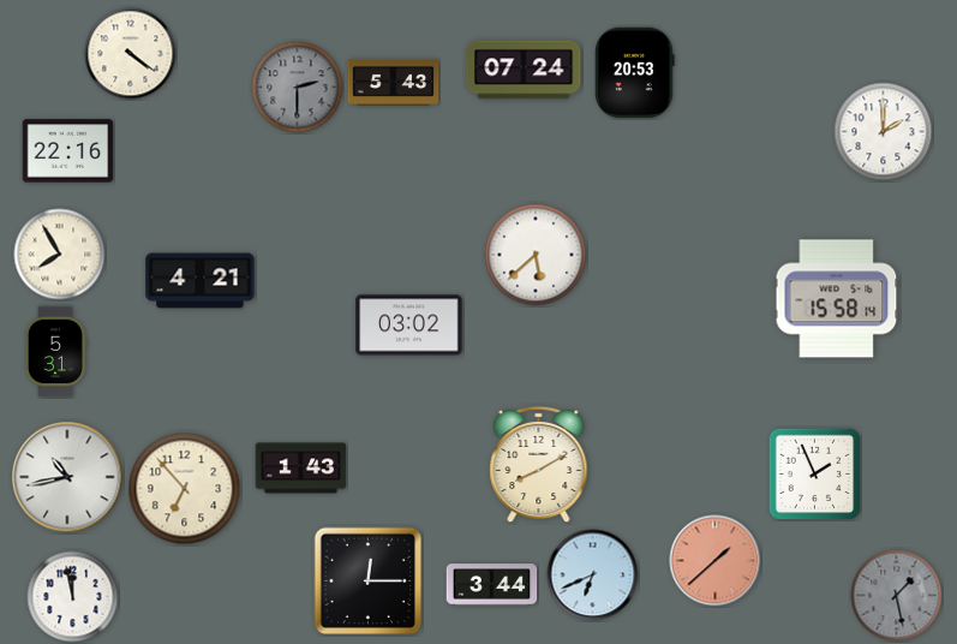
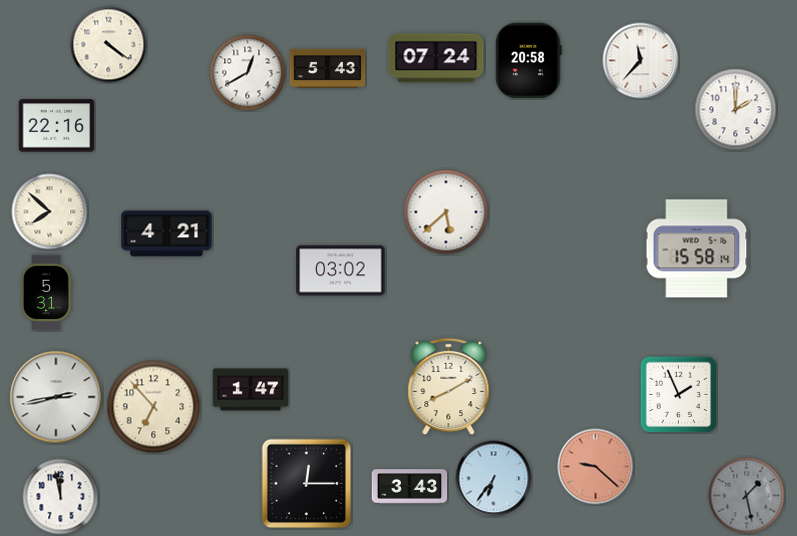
clock at (635, 73): 20:53 -> 20:58
clock at (641, 61): none -> 11:37
clock at (298, 88): 2:30 -> 12:40
clock at (298, 88) dial: grey -> white
clock at (60, 255): 7:55 -> 7:52
clock at (301, 469): 1:43 -> 1:47
clock at (67, 477): 10:43 -> 2:43
clock at (716, 561): 1:38 -> 9:22
clock at (593, 576): 6:41 -> 6:36
clock at (492, 585): 3:44 -> 3:43
